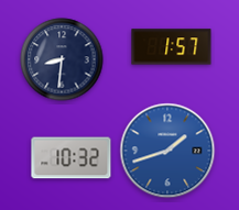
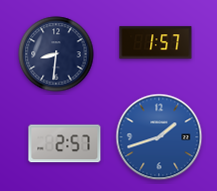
clock at (167, 151) position: (167, 151) -> (159, 137)
clock at (72, 158): 10:32 -> 2:57
